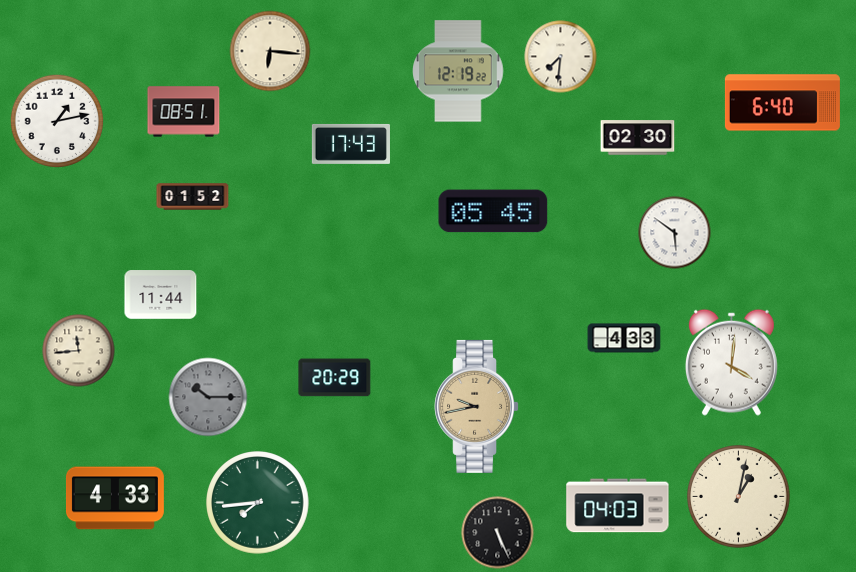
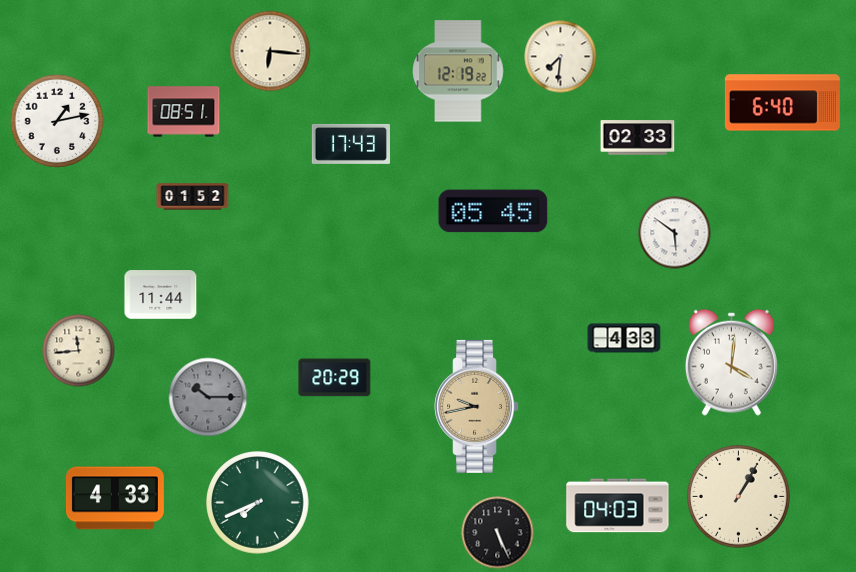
clock at (638, 138): 02:30 -> 02:33
clock at (739, 497): 1:02 -> 1:05
clock at (258, 503): 7:44 -> 7:41
